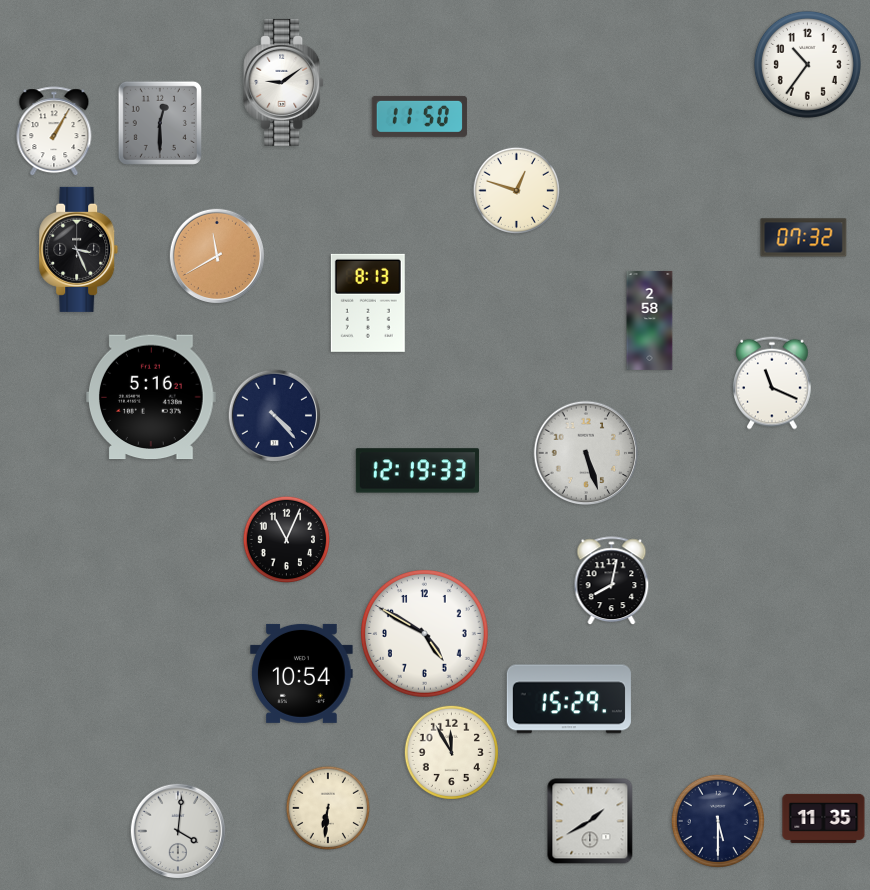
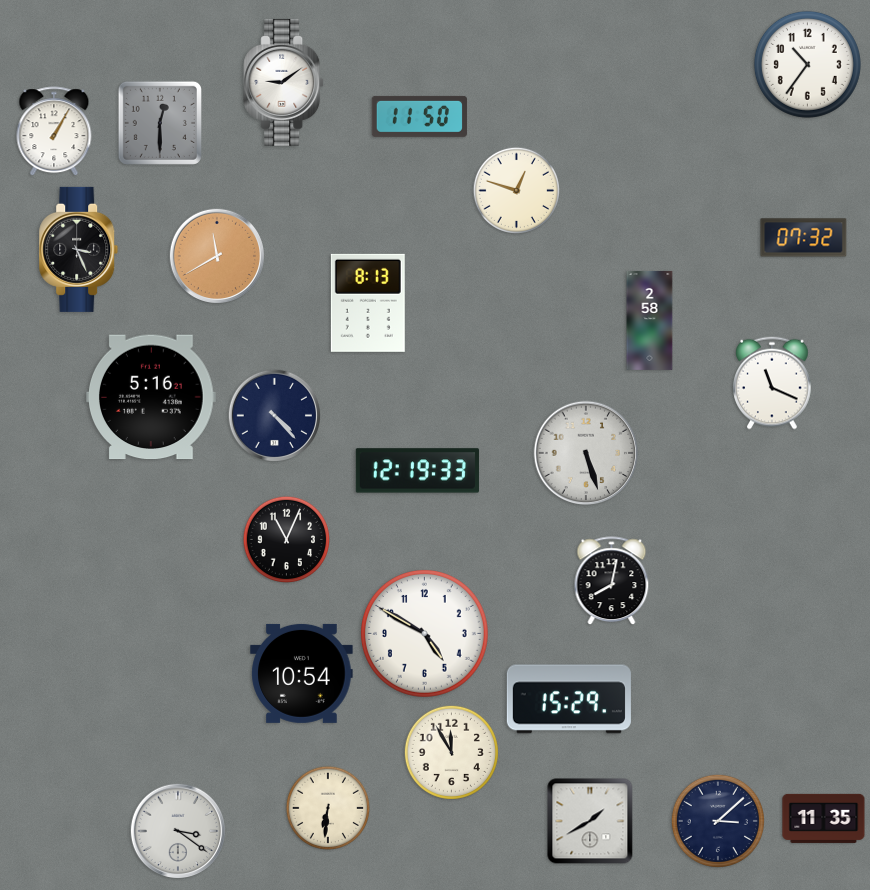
clock at (718, 821): 5:30 -> 3:08
clock at (177, 830): 4:01 -> 3:21
